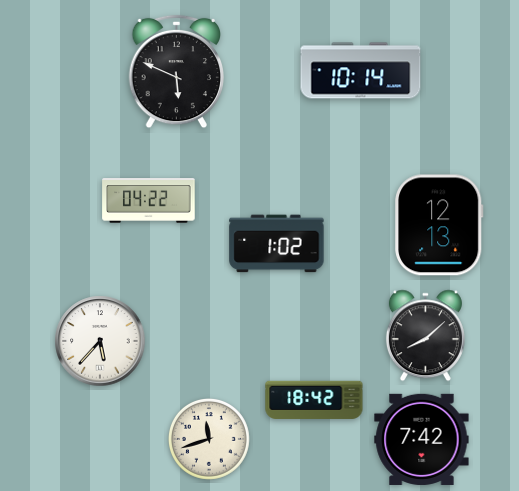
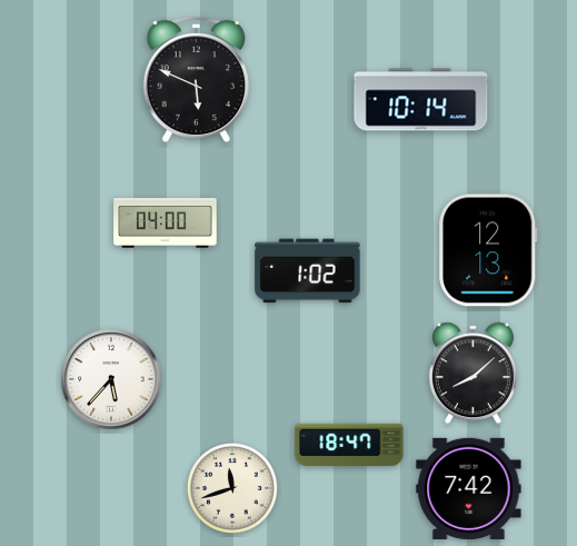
clock at (361, 71) position: (361, 71) -> (421, 100)
clock at (149, 201): 04:22 -> 04:00
clock at (314, 400): 18:42 -> 18:47
